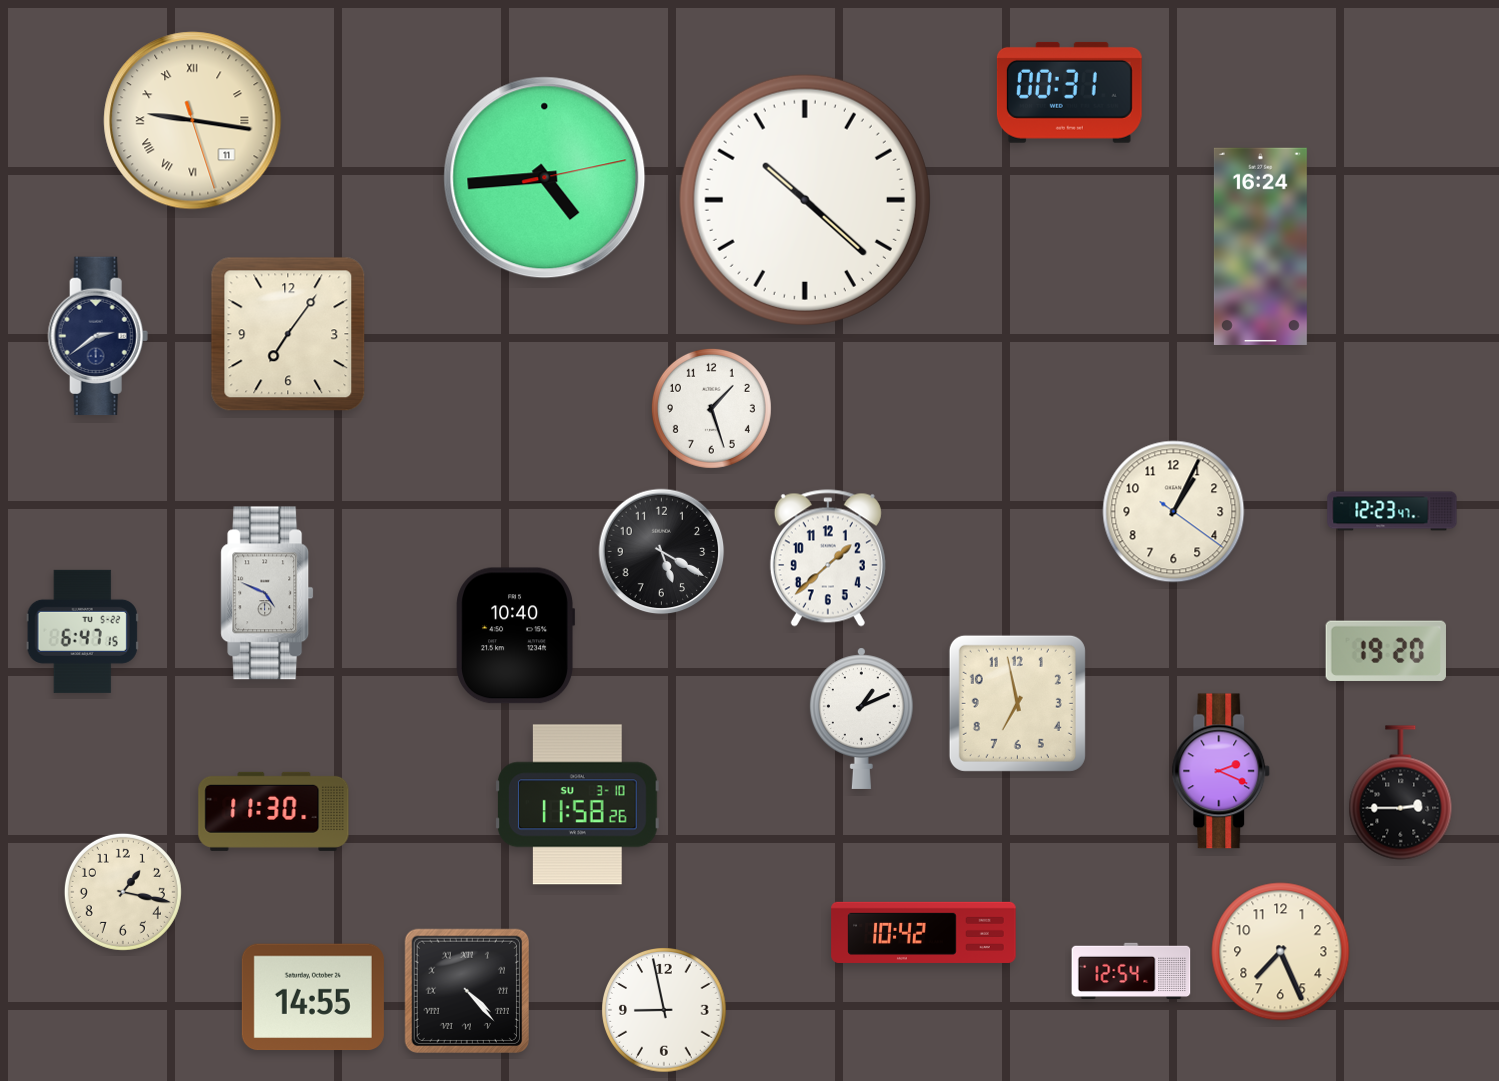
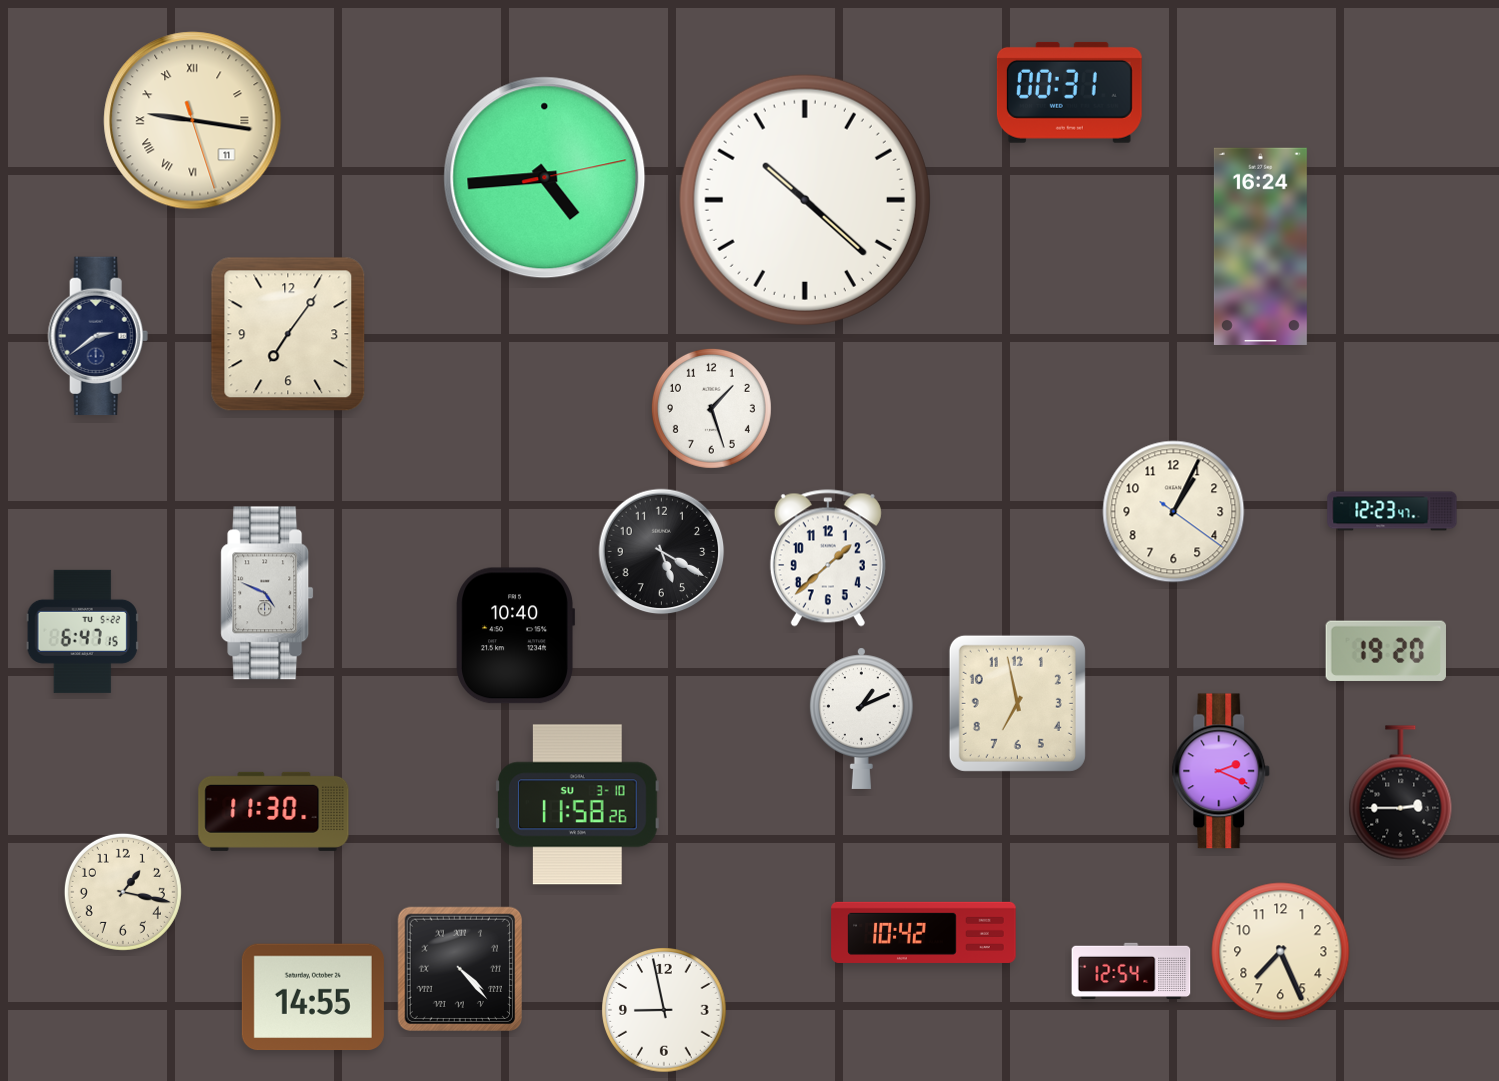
clock at (466, 990) position: (466, 990) -> (459, 968)
